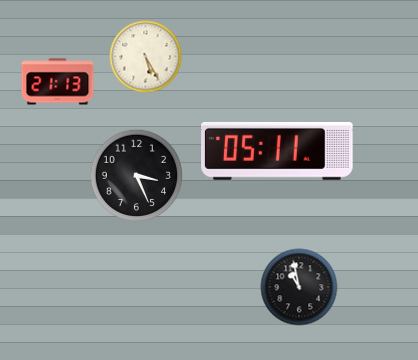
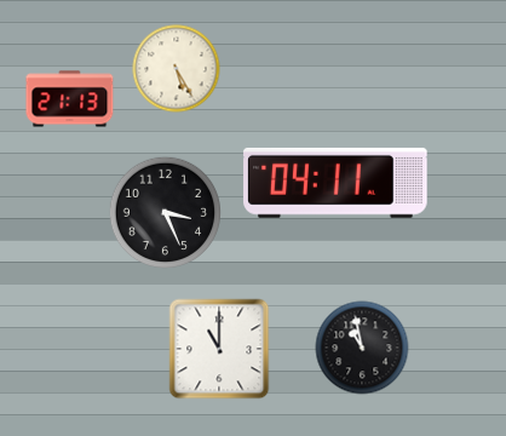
clock at (277, 151): 05:11 -> 04:11
clock at (219, 349): none -> 11:00
